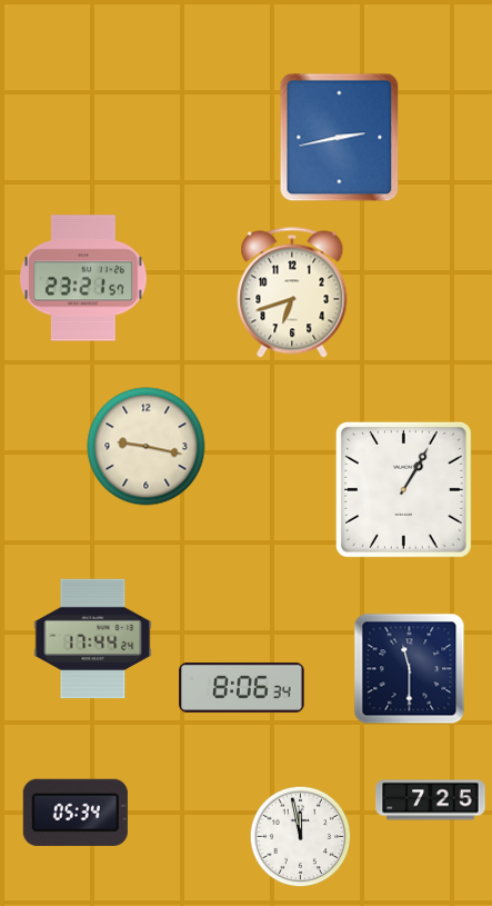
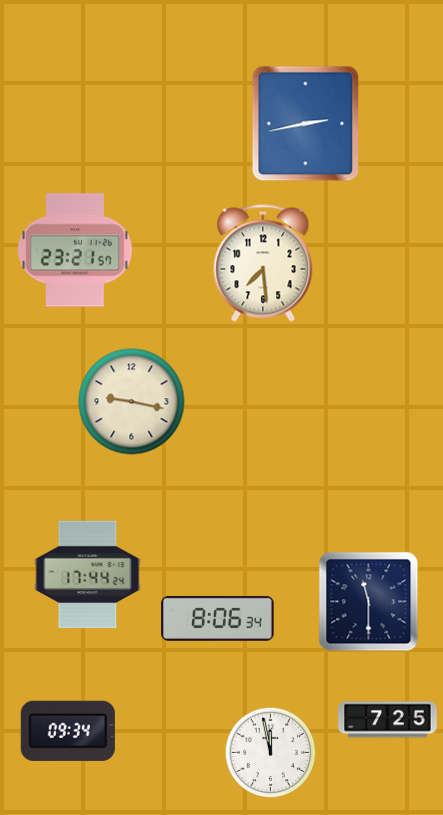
clock at (292, 292): 6:42 -> 7:29
clock at (403, 489): 1:05 -> none
clock at (93, 639) position: (93, 639) -> (88, 575)
clock at (76, 813): 05:34 -> 09:34
